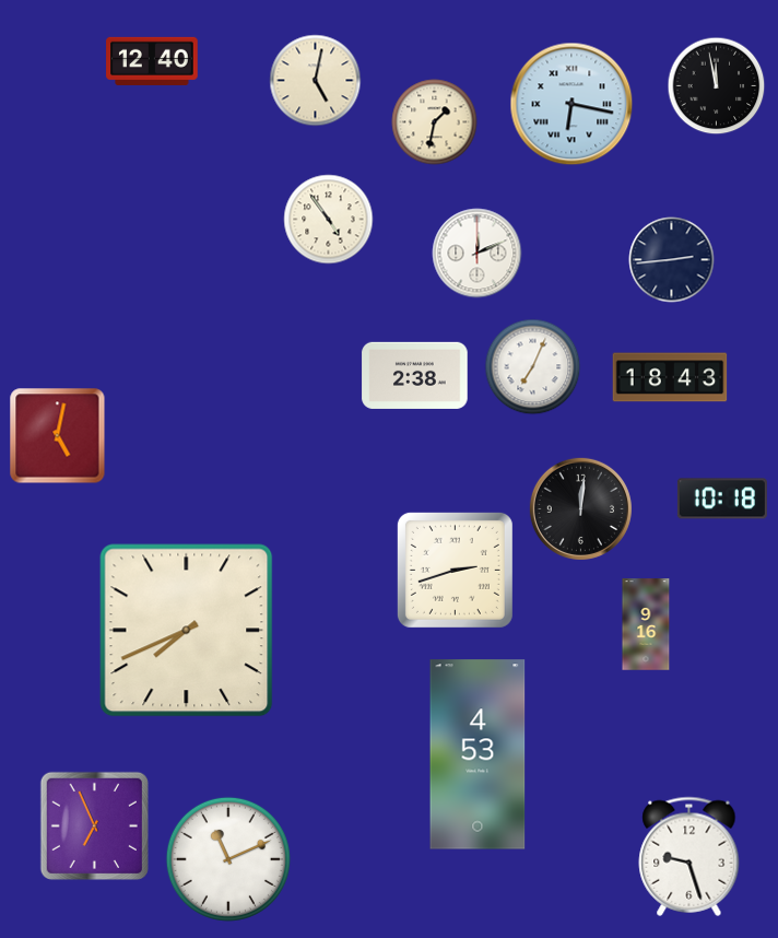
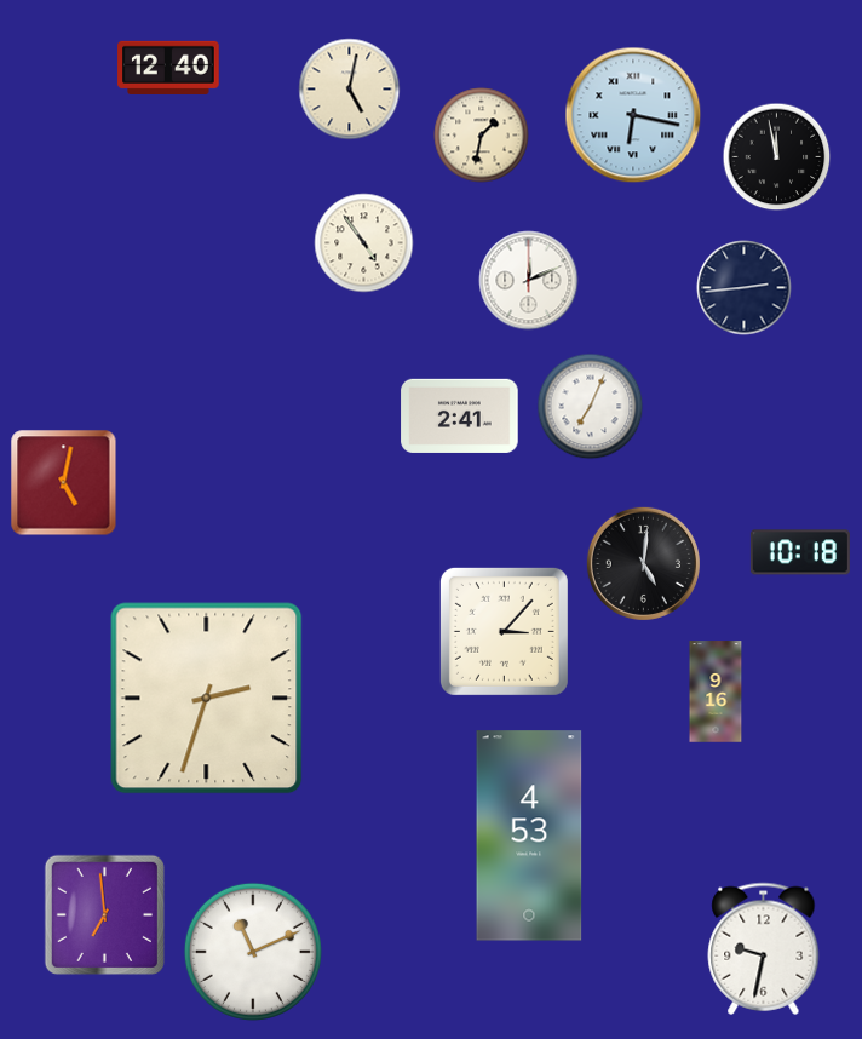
clock at (717, 86) position: (717, 86) -> (777, 157)
clock at (415, 375): 2:38 -> 2:41
clock at (670, 377): 18:43 -> none
clock at (580, 508): 12:01 -> 5:01
clock at (455, 570): 2:42 -> 3:07
clock at (187, 631): 7:41 -> 2:33
clock at (94, 825): 6:56 -> 6:59
clock at (689, 856): 9:27 -> 9:32
